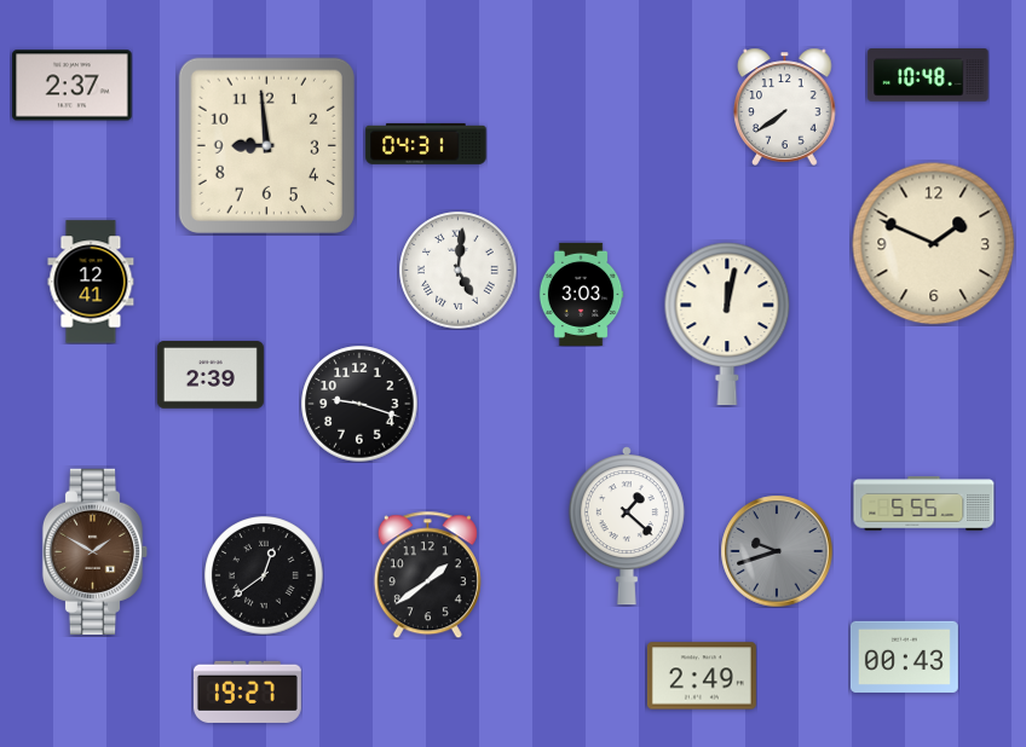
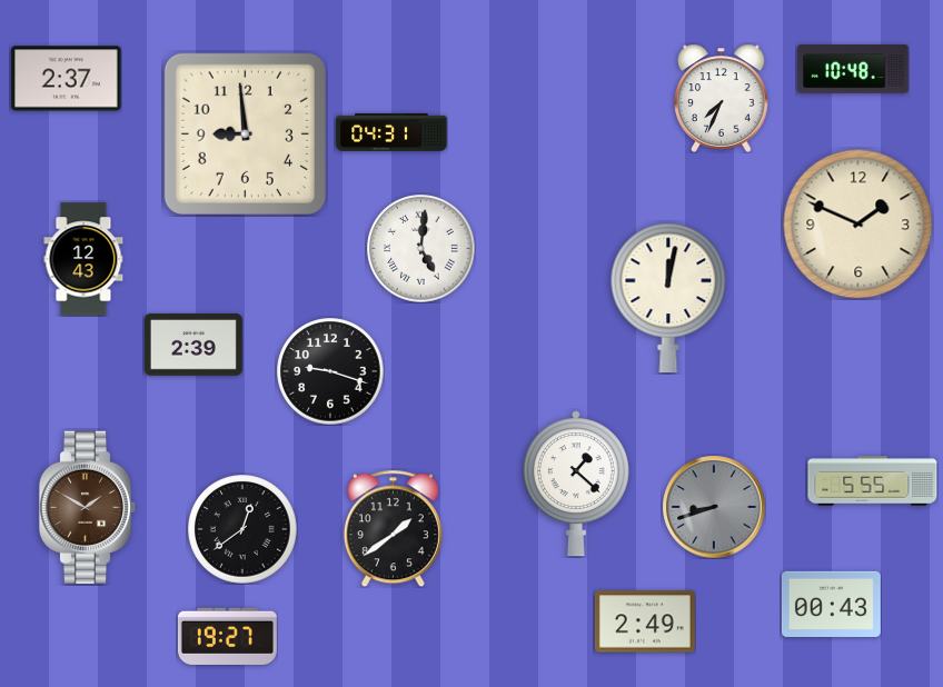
clock at (785, 106): 7:39 -> 7:34
clock at (91, 282): 12:41 -> 12:43
clock at (581, 294): 3:03 -> none
clock at (924, 504) position: (924, 504) -> (873, 481)
clock at (777, 551): 9:42 -> 8:42
